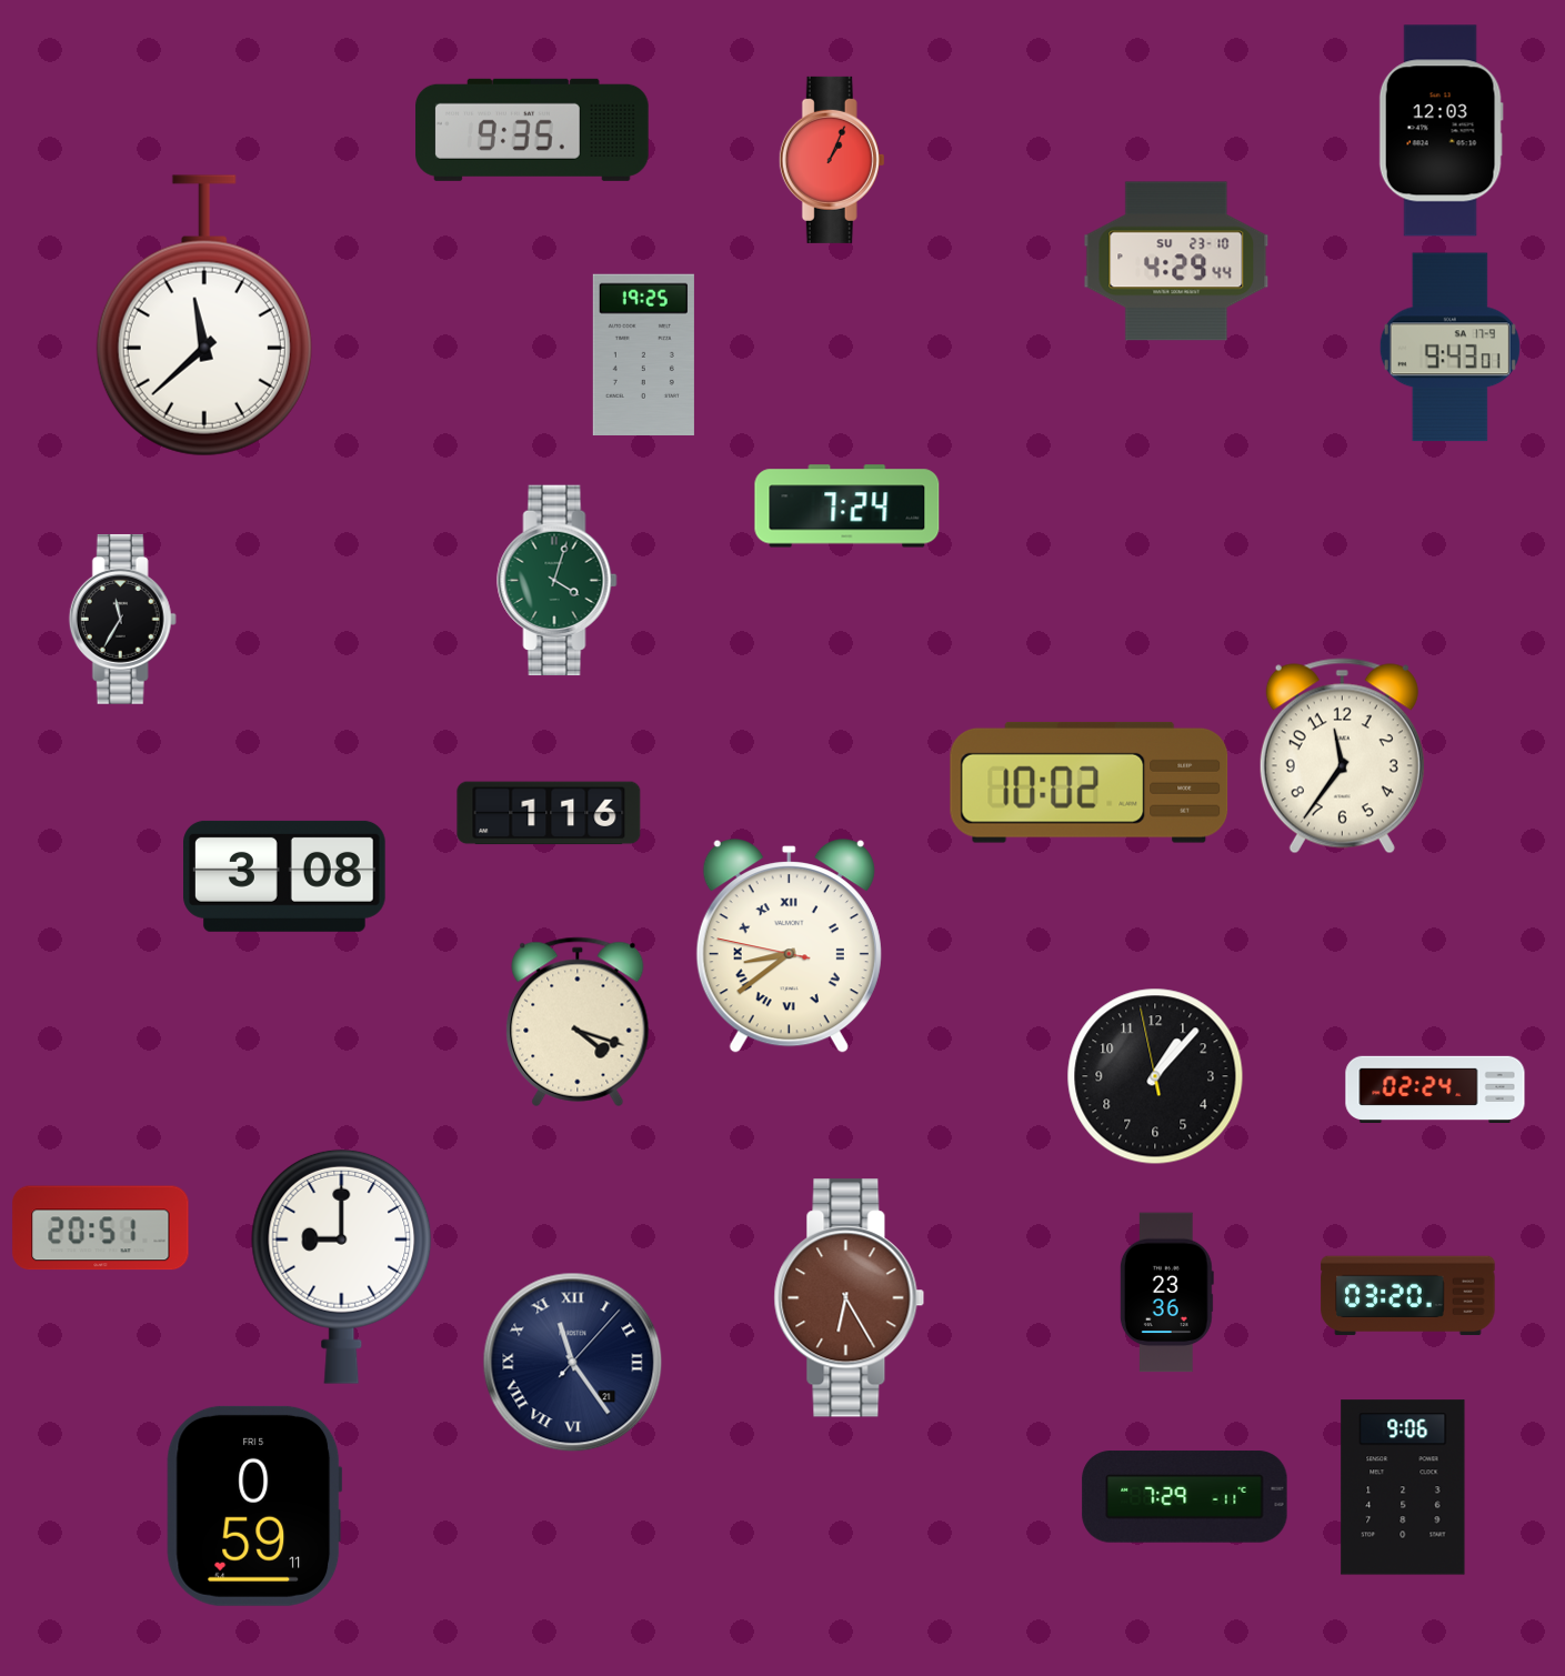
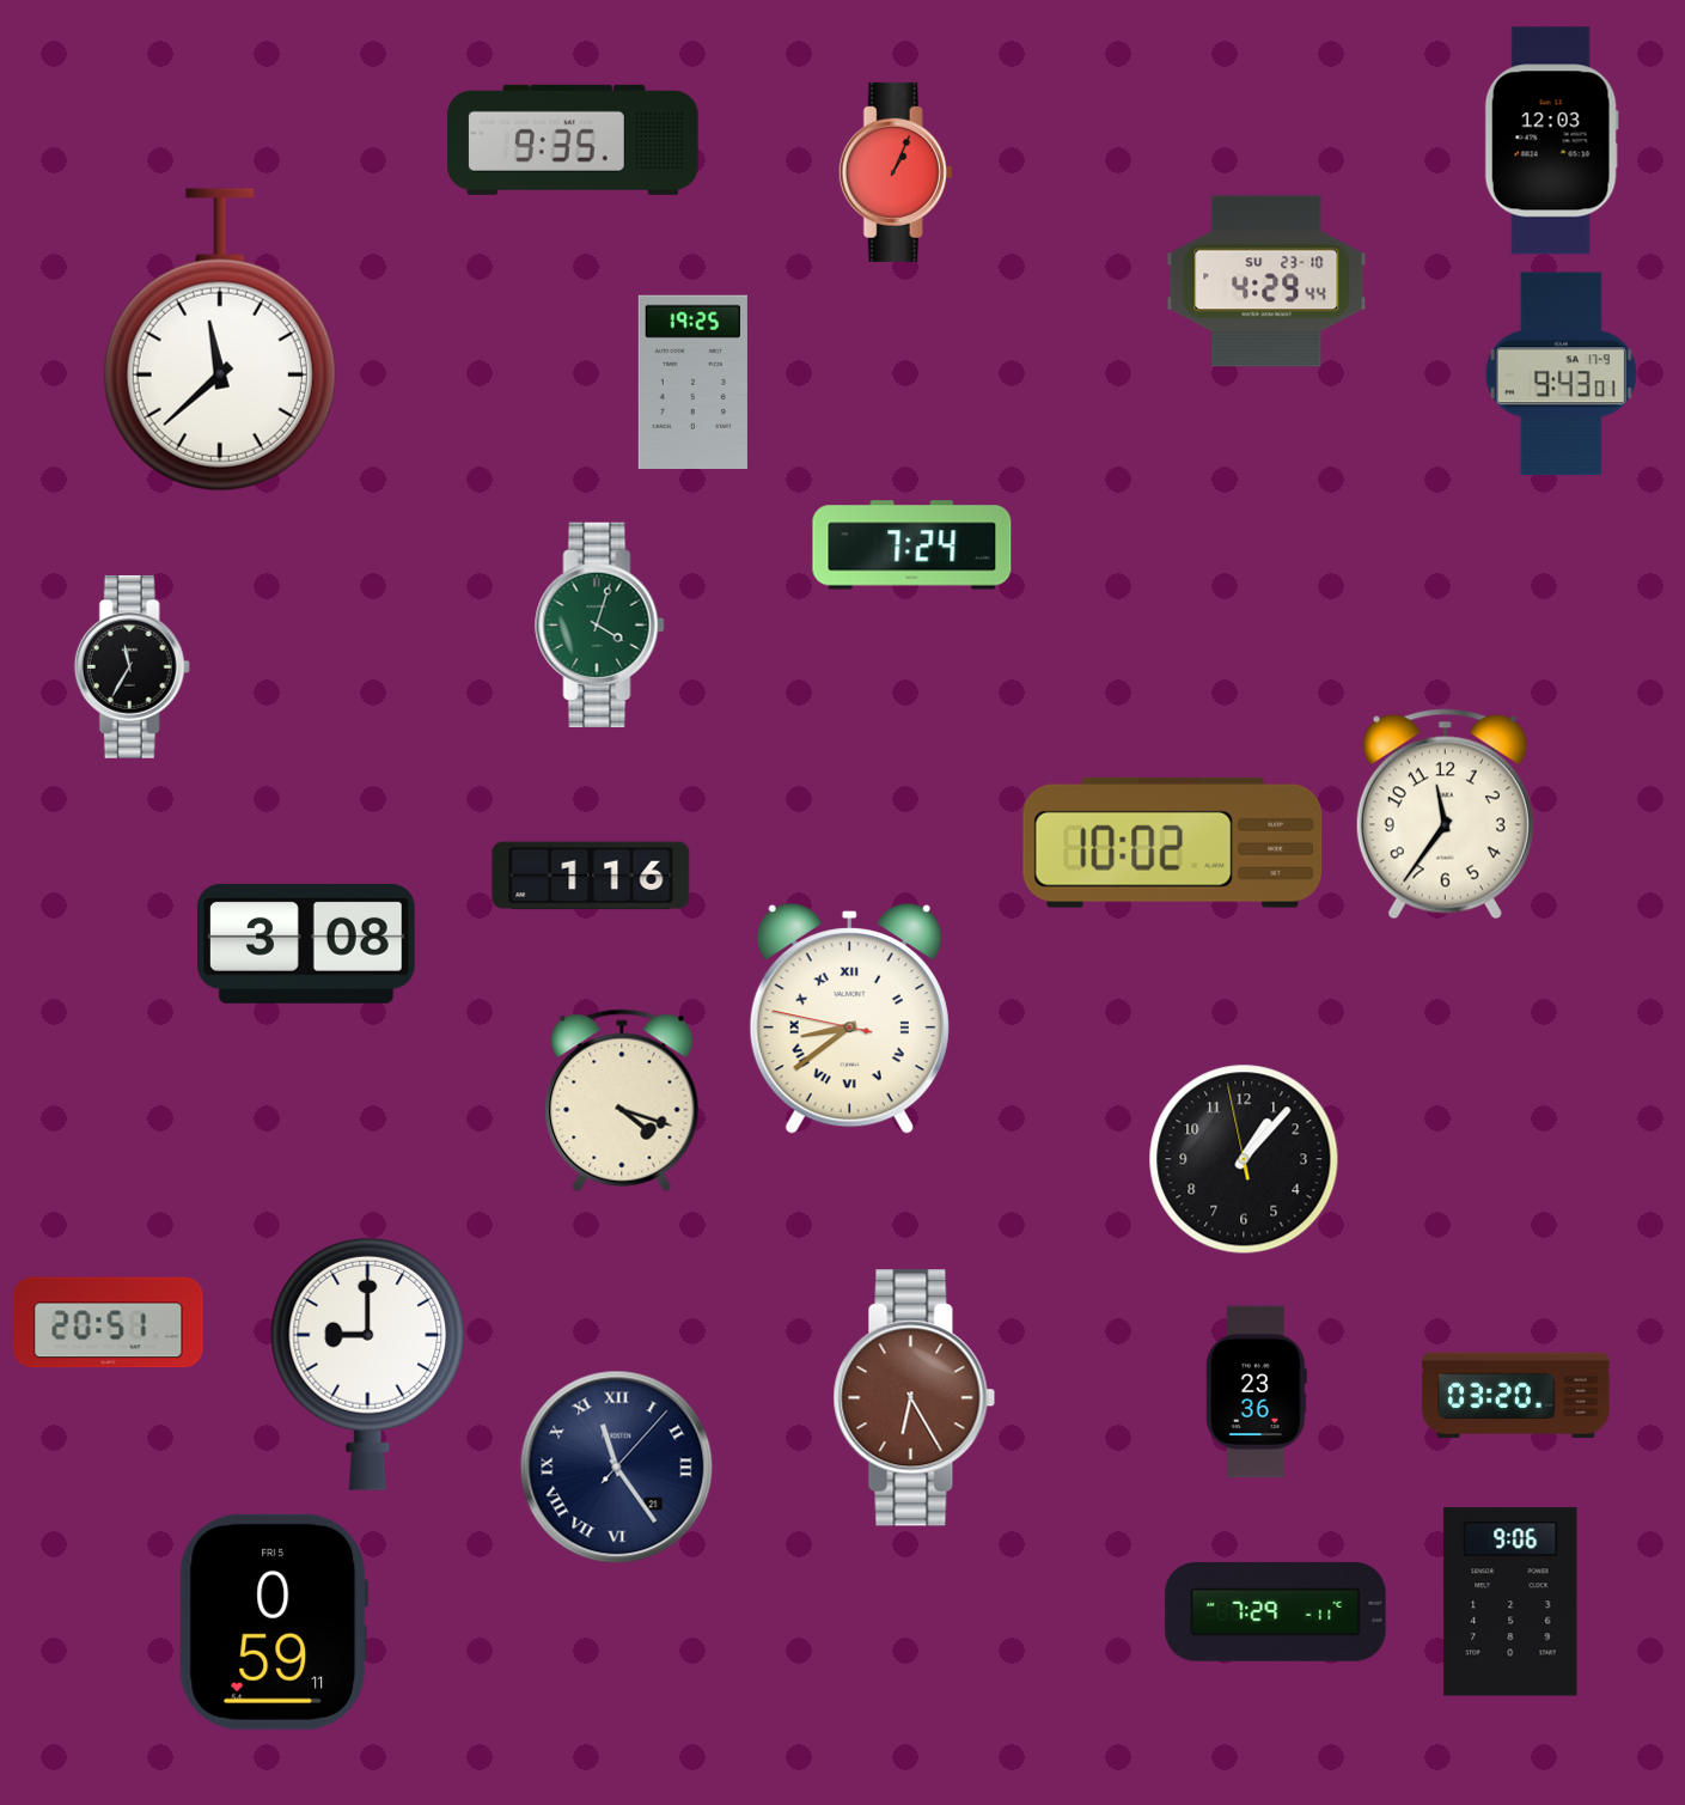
clock at (1435, 1090): 02:24 -> none
